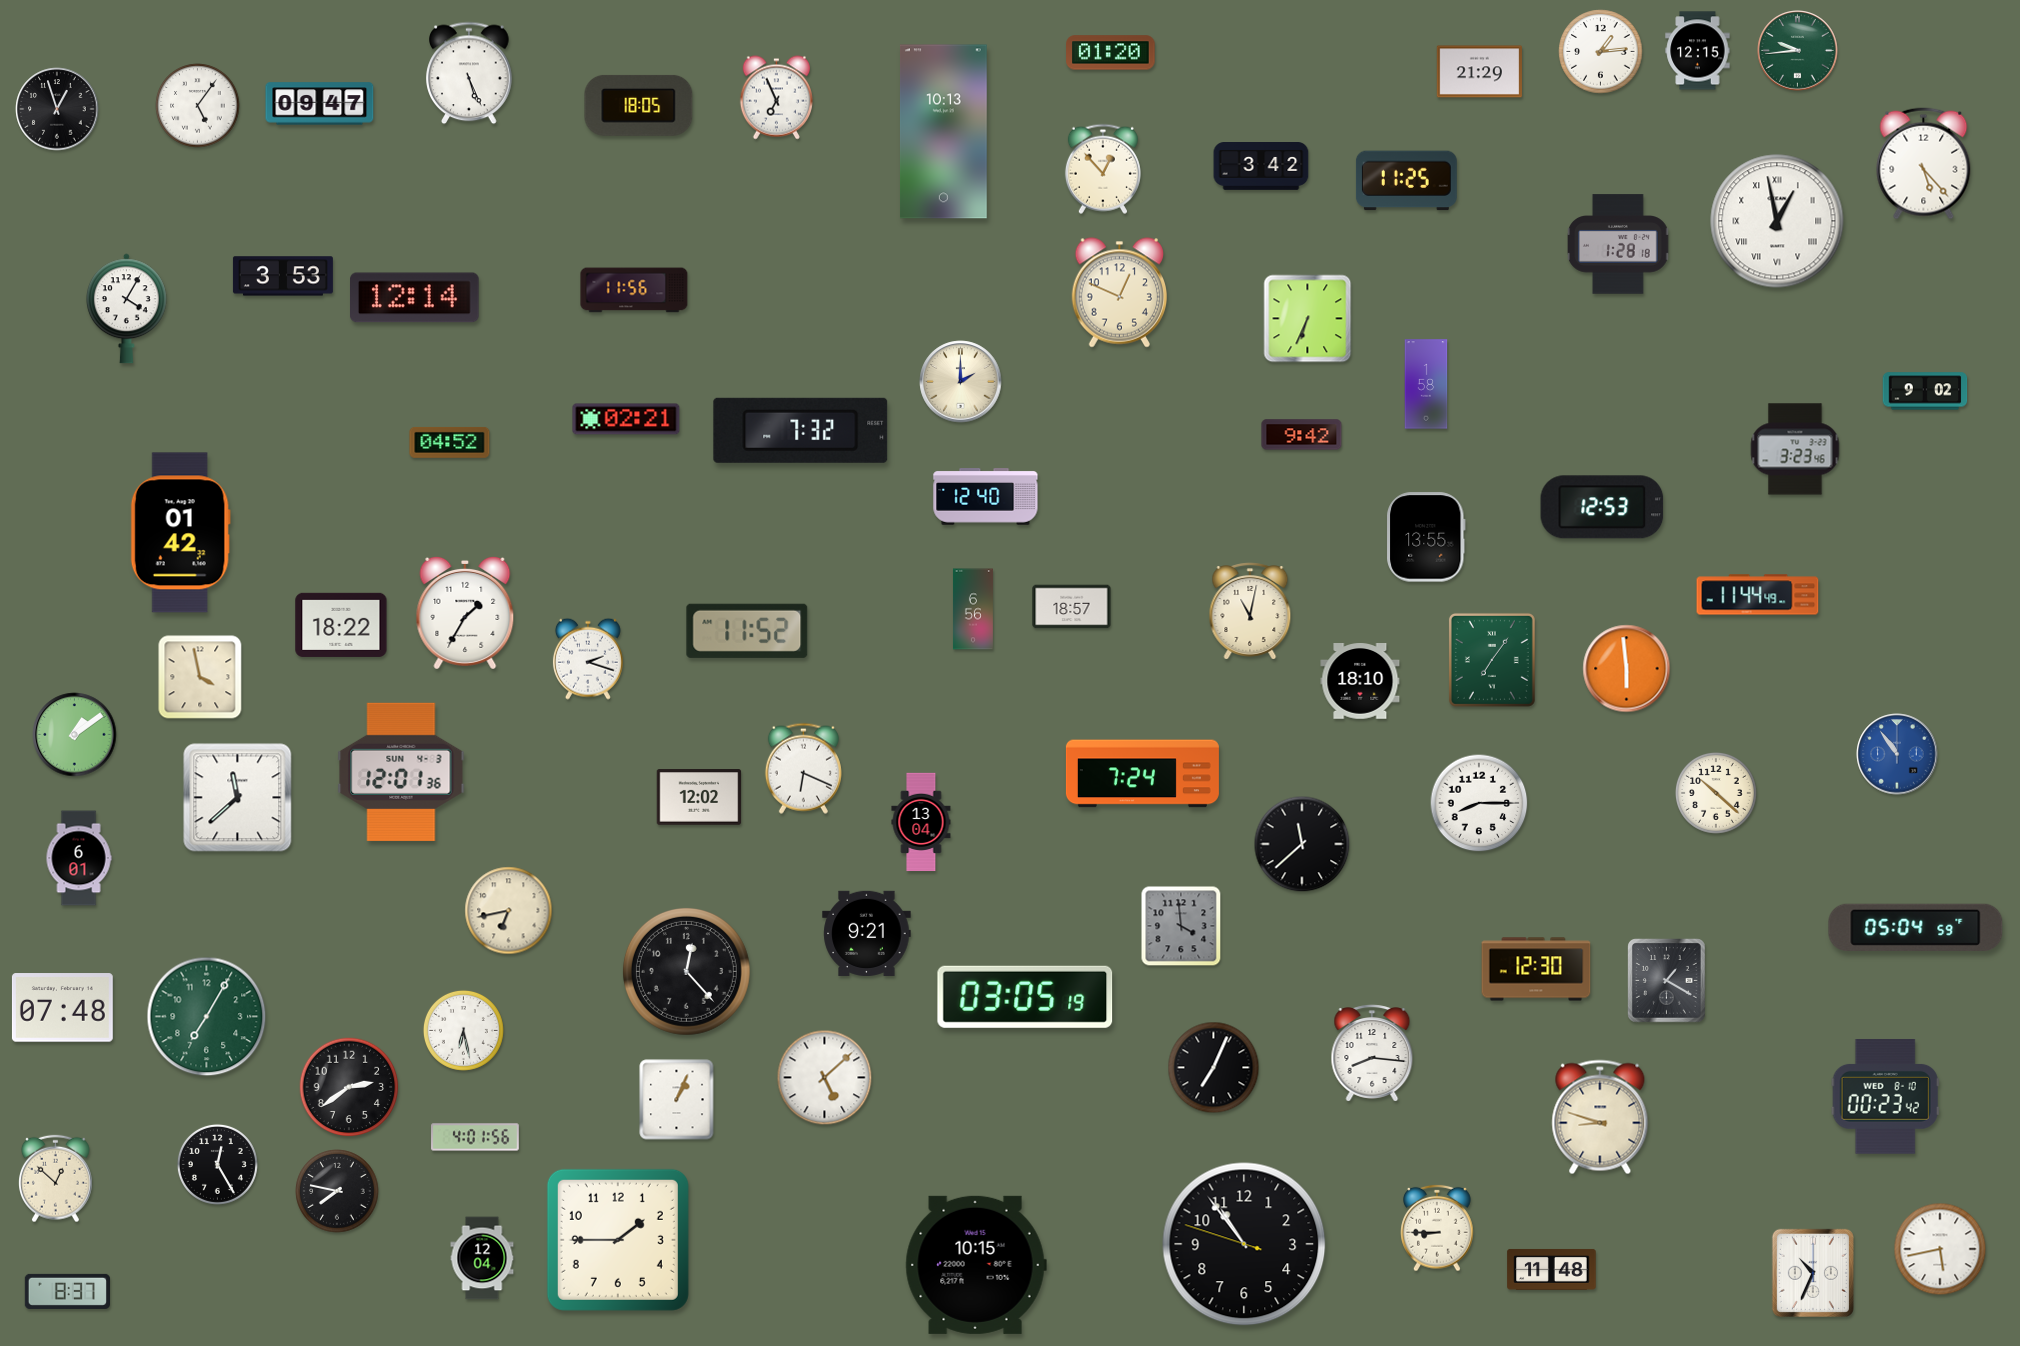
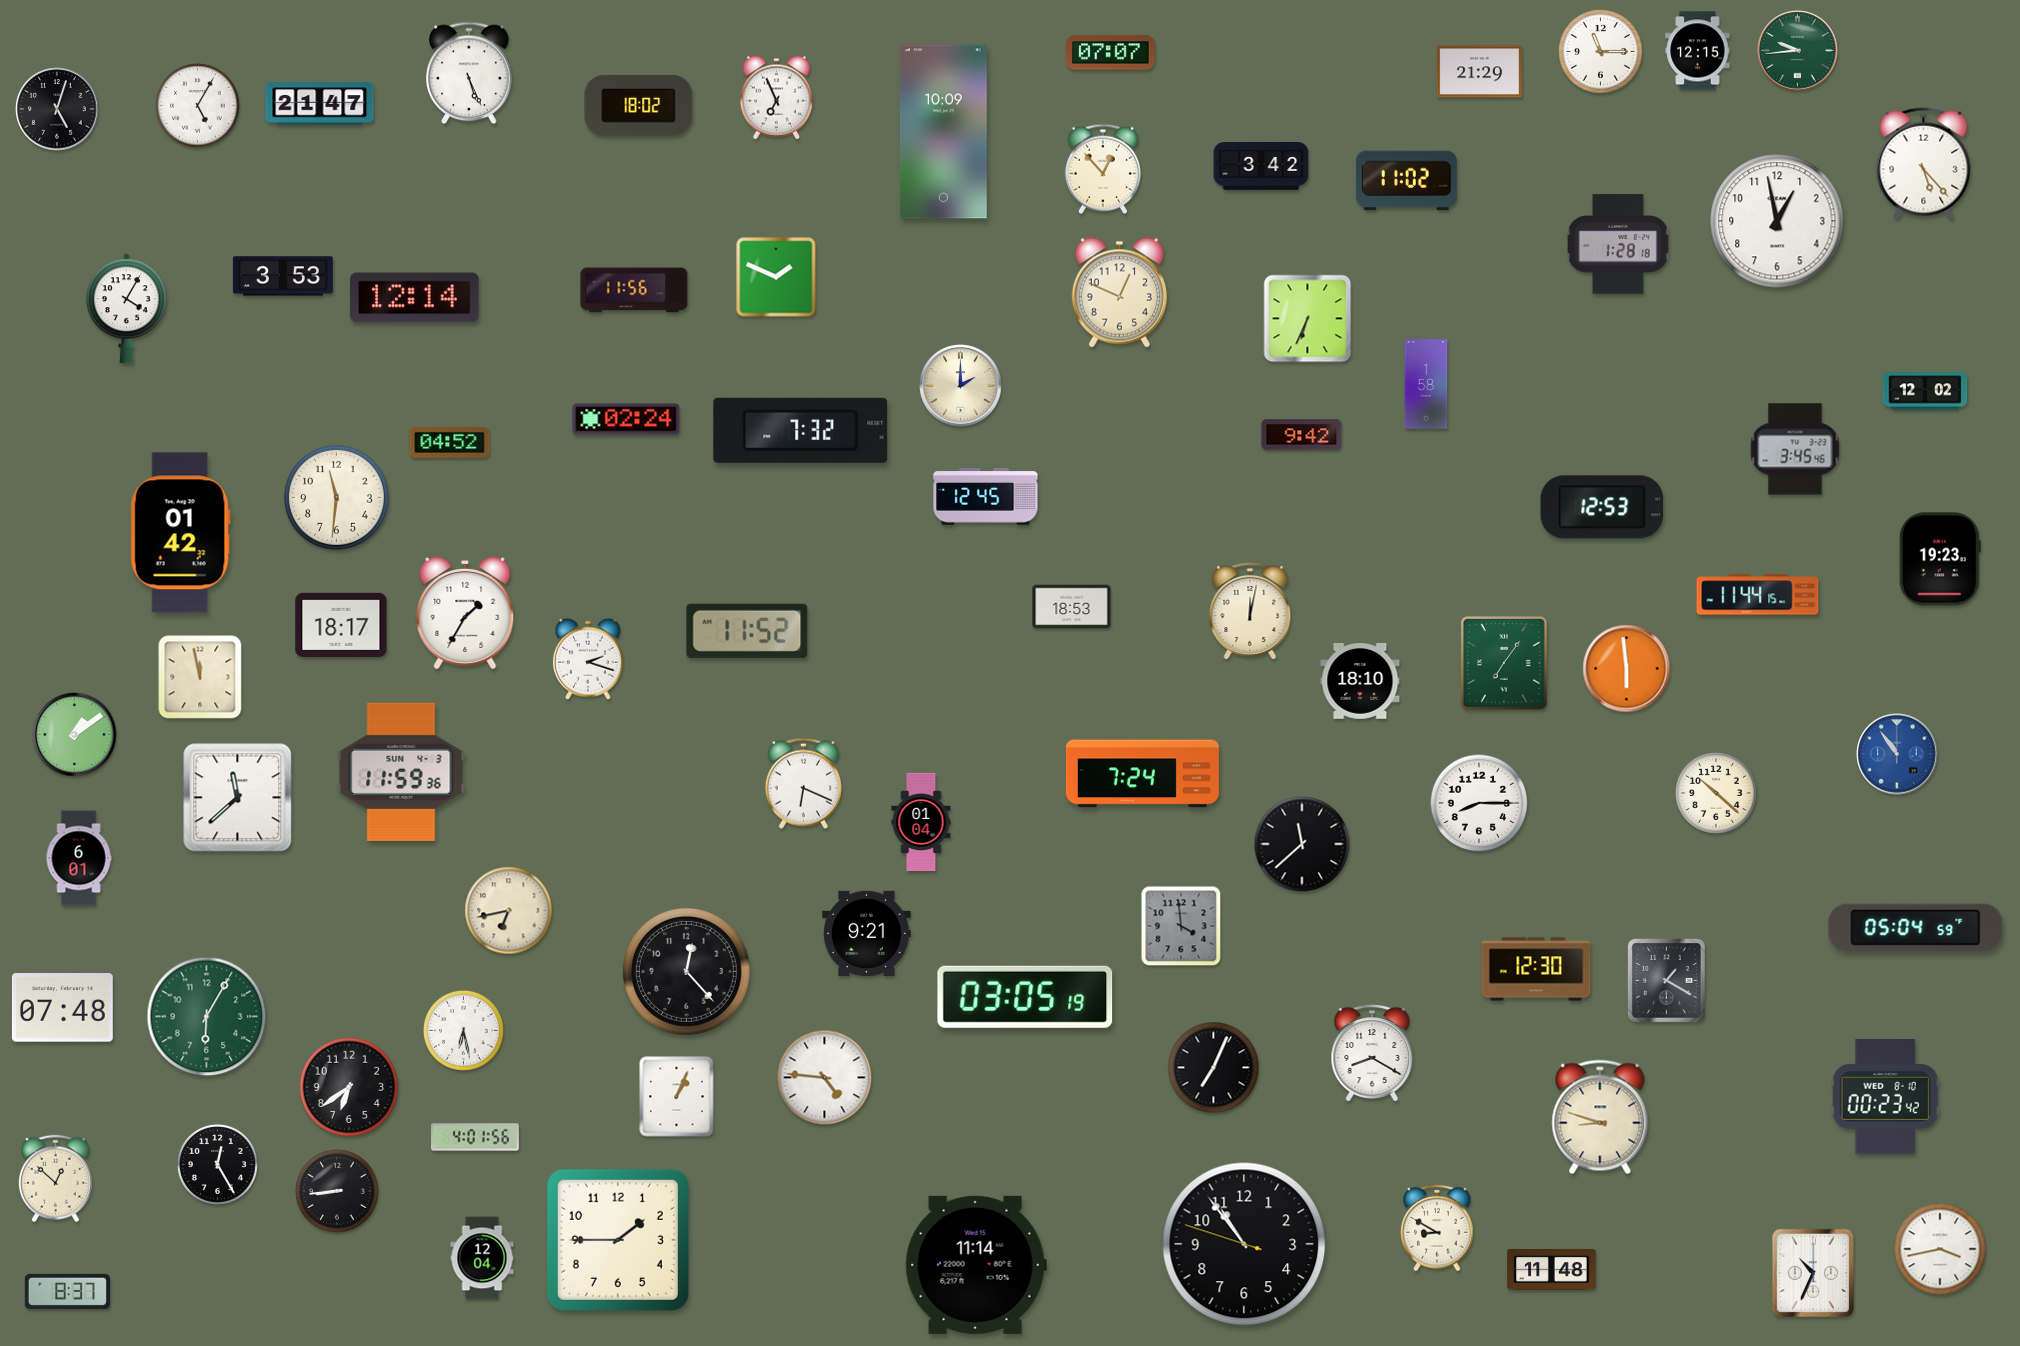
clock at (1601, 52): 1:14 -> 11:15
clock at (1111, 53): 01:20 -> 07:07
clock at (320, 104): 09:47 -> 21:47
clock at (639, 105): 18:05 -> 18:02
clock at (198, 106): 5:06 -> 5:05
clock at (57, 109): 12:57 -> 5:03
clock at (943, 132): 10:13 -> 10:09
clock at (1406, 181): 11:25 -> 11:02
clock at (1777, 221) numerals: Roman -> Arabic
clock at (776, 277): none -> 1:49
clock at (961, 382) position: (961, 382) -> (961, 386)
clock at (1925, 391): 9:02 -> 12:02
clock at (626, 419): 02:21 -> 02:24
clock at (1795, 449): 3:23 -> 3:45
clock at (986, 497): 12:40 -> 12:45
clock at (337, 498): none -> 11:31
clock at (1427, 537): 13:55 -> none
clock at (1940, 559): none -> 19:23
clock at (1758, 595): 11:44:49 -> 11:44:15
clock at (1072, 607): 18:57 -> 18:53
clock at (973, 609): 6:56 -> none
clock at (1250, 611): 11:02 -> 12:02
clock at (341, 625): 18:22 -> 18:17
clock at (1492, 660) position: (1492, 660) -> (1504, 663)
clock at (200, 677): 3:58 -> 11:58
clock at (803, 768) position: (803, 768) -> (803, 783)
clock at (401, 772): 12:01 -> 11:59
clock at (699, 797): 12:02 -> none
clock at (921, 822): 13:04 -> 01:04
clock at (207, 1017): 7:05 -> 6:05
clock at (1372, 1053): 8:16 -> 8:20
clock at (825, 1078): 5:08 -> 4:46
clock at (349, 1087): 2:39 -> 6:39
clock at (677, 1100) position: (677, 1100) -> (677, 1097)
clock at (337, 1191): 7:47 -> 8:44
clock at (1437, 1228): 8:45 -> 8:50
clock at (1940, 1249): 5:43 -> 3:43
clock at (976, 1265): 10:15 -> 11:14
